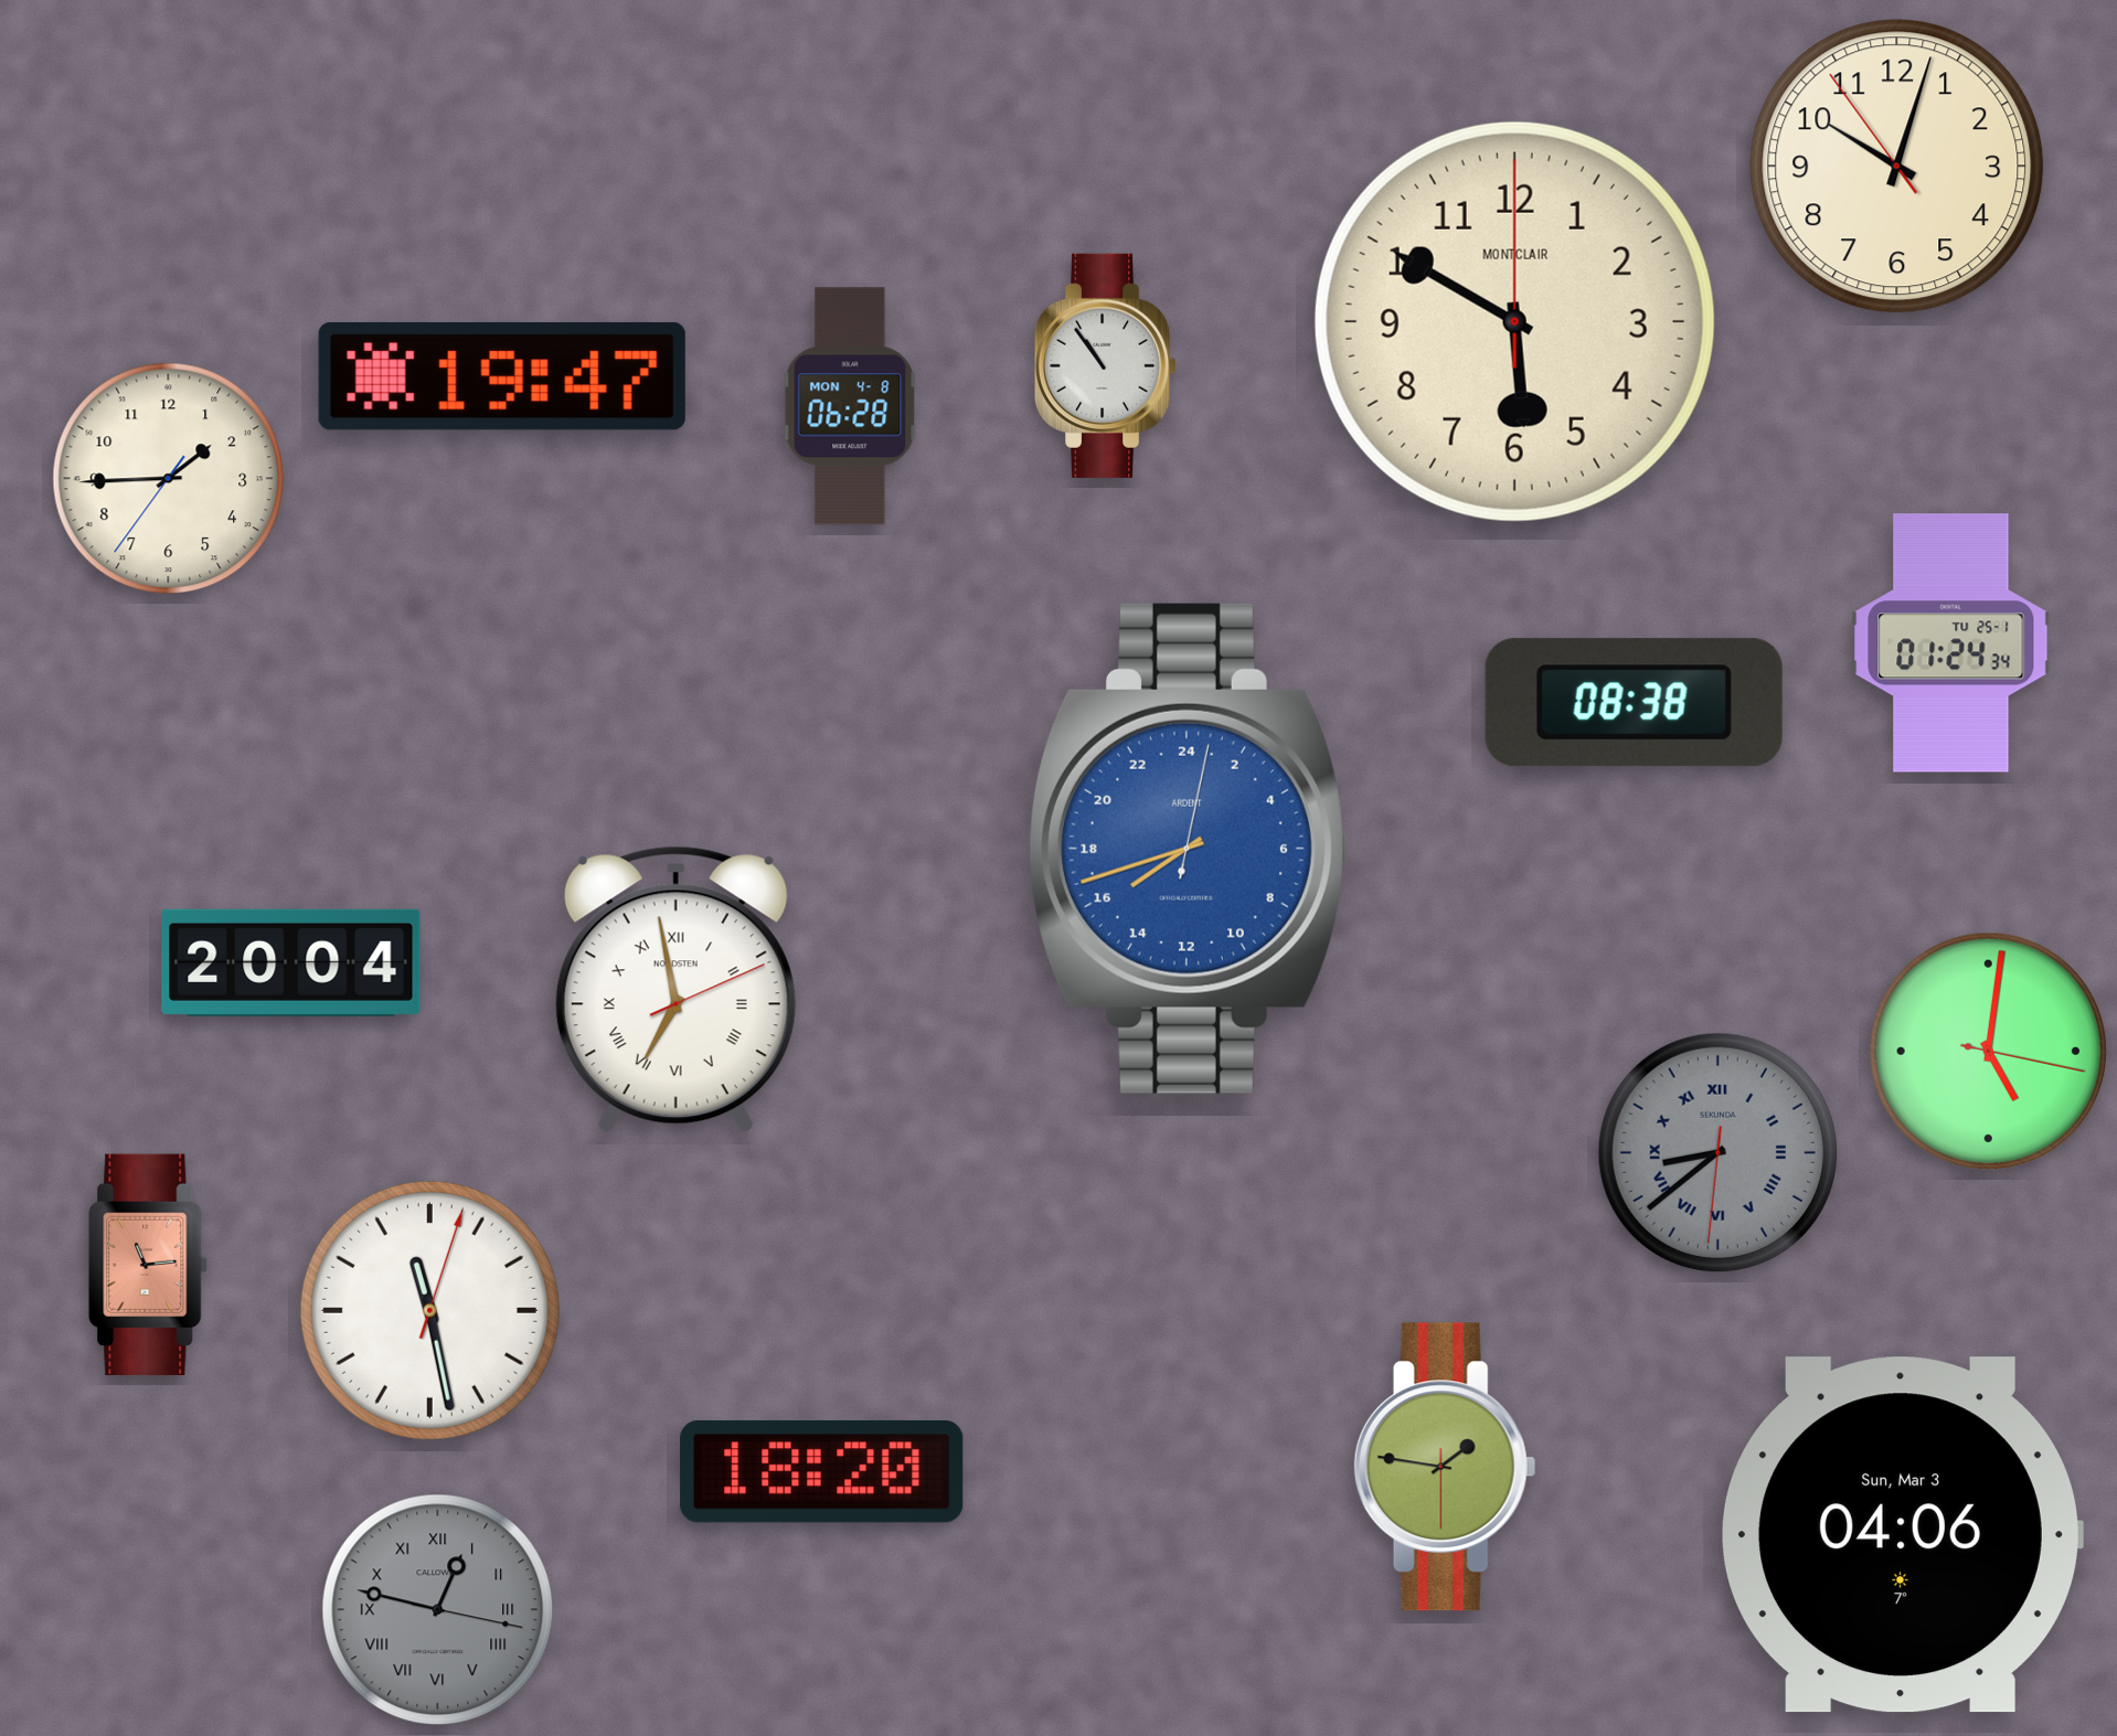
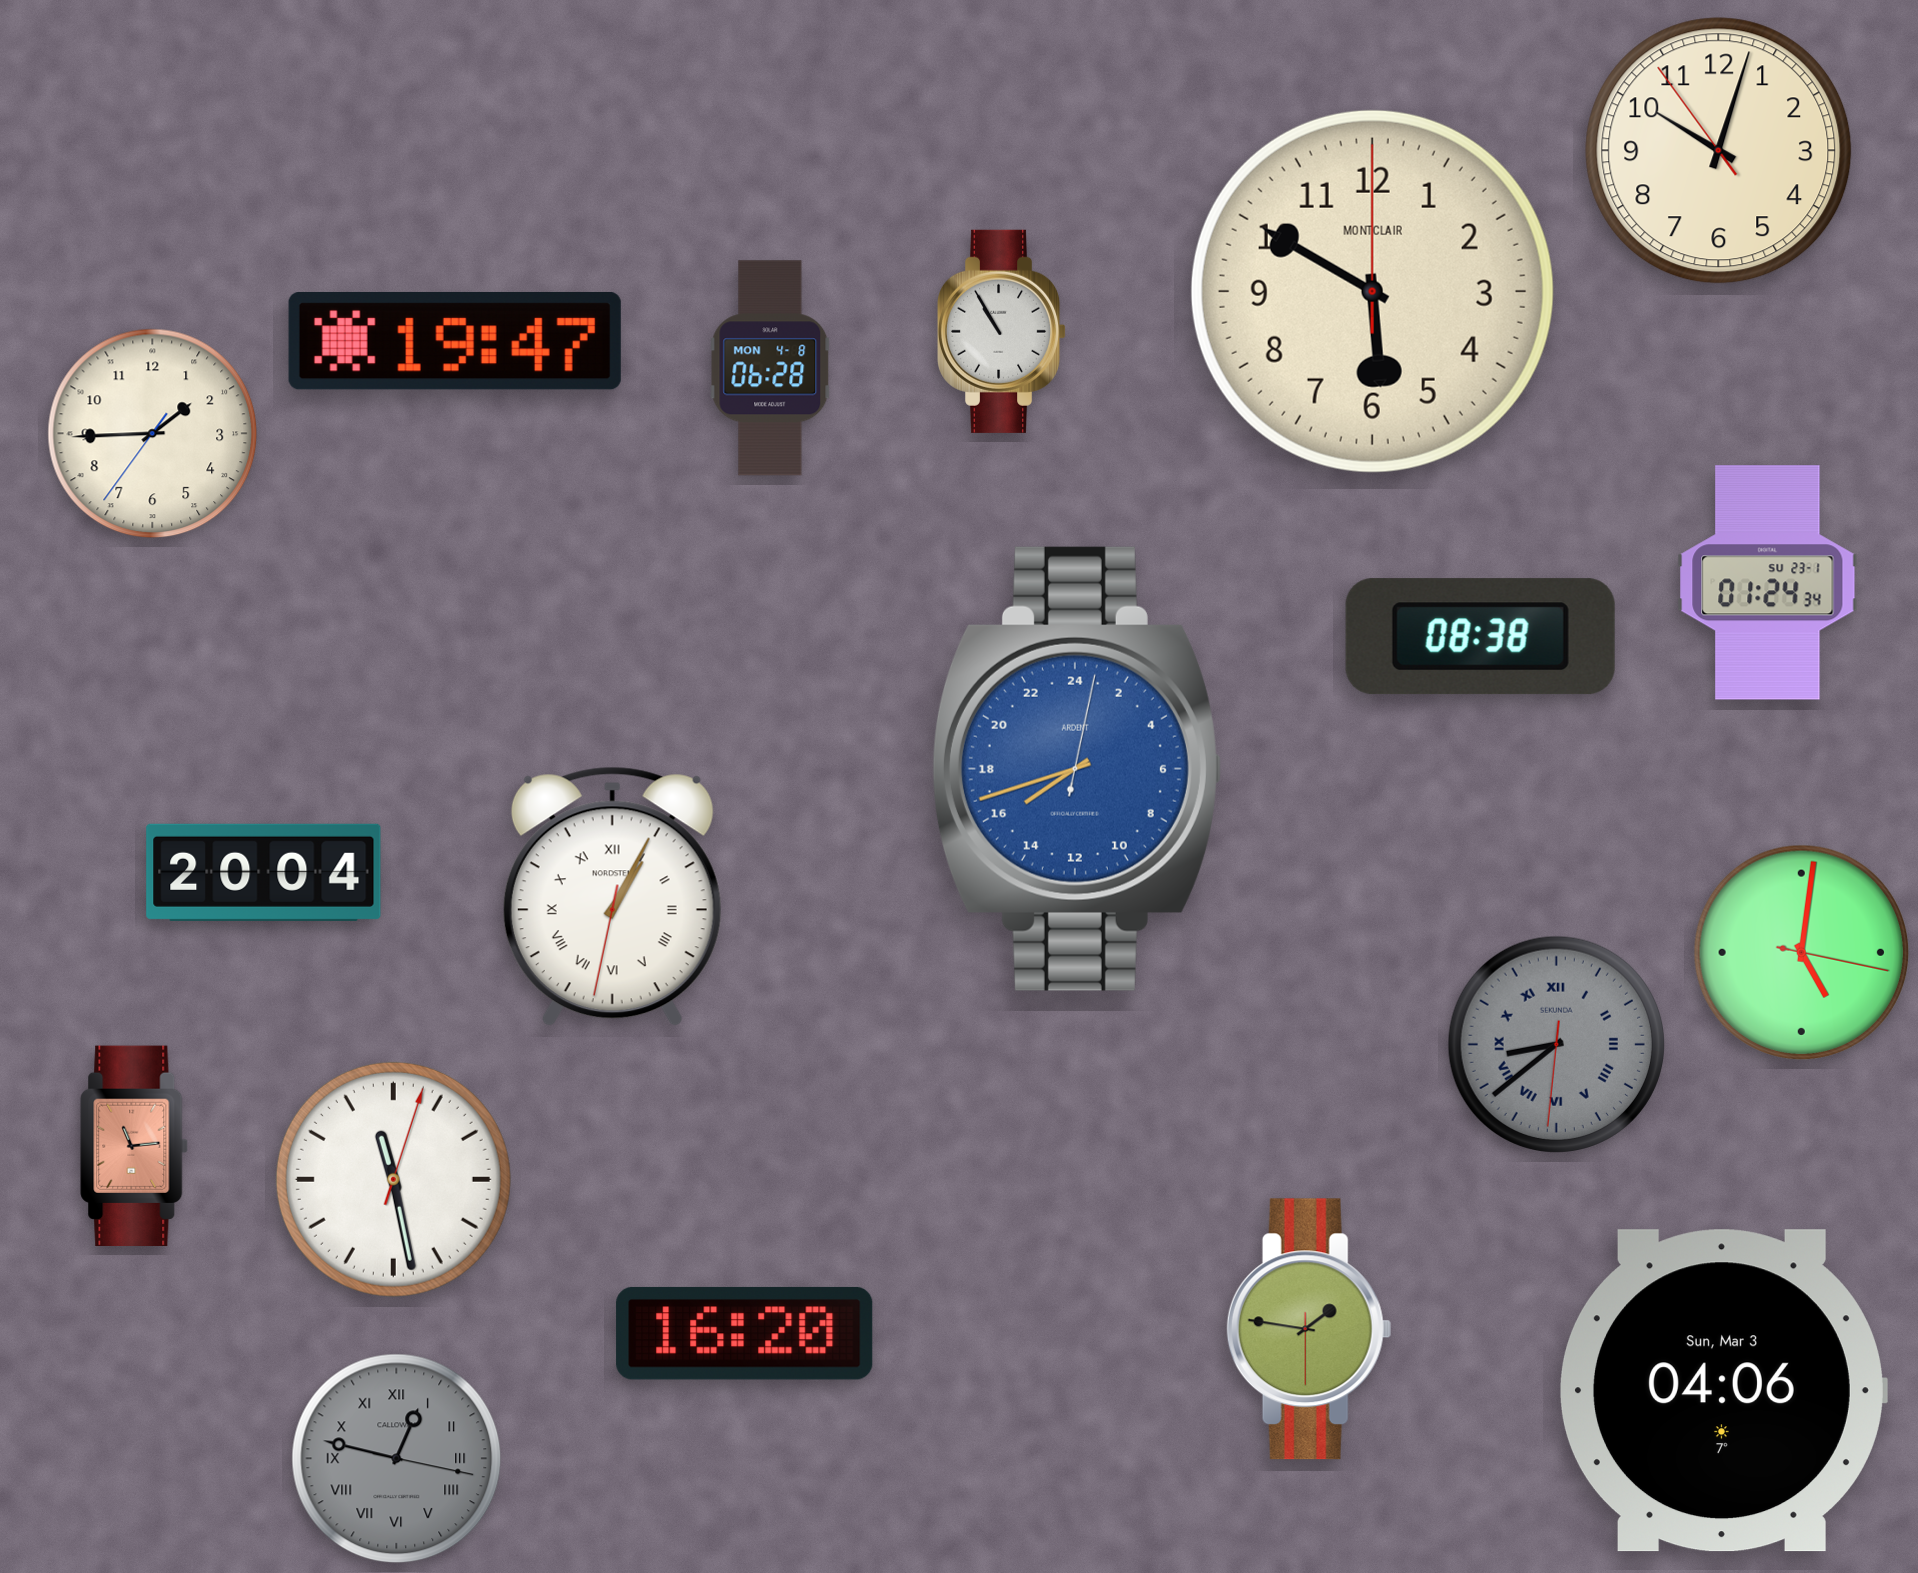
clock at (1106, 365): 10:54 -> 10:55
clock at (1951, 643) date: TU 25-1 -> SU 23-1
clock at (675, 990): 6:58 -> 1:04
clock at (429, 1310) position: (429, 1310) -> (393, 1179)
clock at (822, 1471): 18:20 -> 16:20
